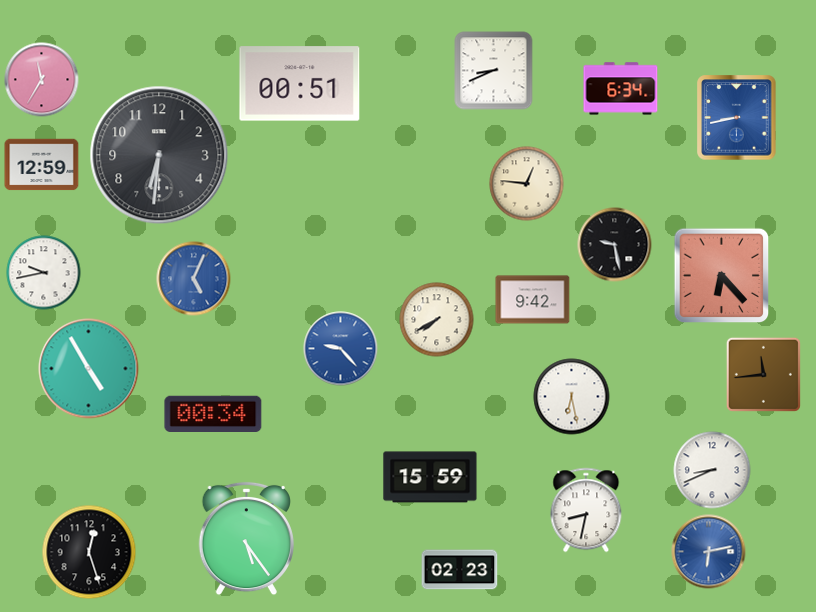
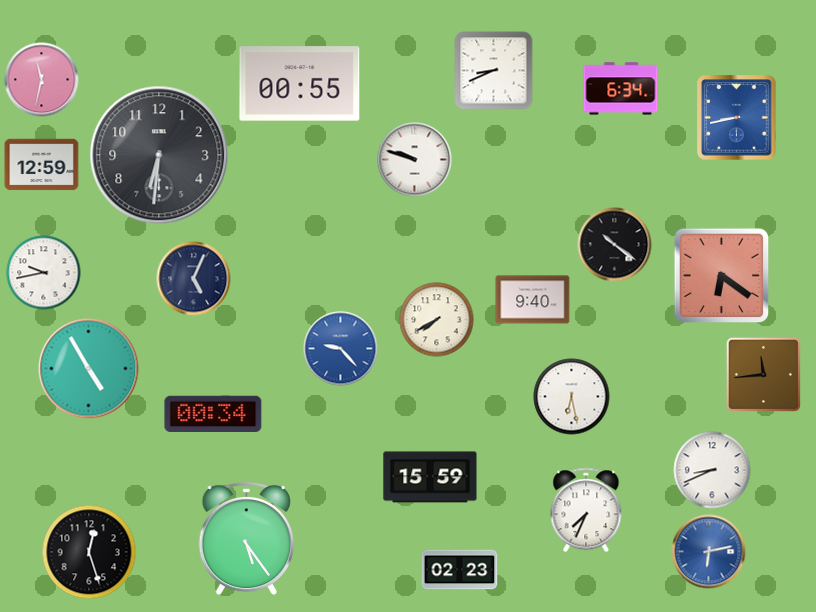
clock at (42, 80): 11:35 -> 11:32
clock at (300, 84): 00:51 -> 00:55
clock at (415, 160): none -> 9:48
clock at (527, 184): 12:46 -> none
clock at (615, 245): 9:28 -> 10:21
clock at (722, 276): 6:23 -> 6:21
clock at (194, 279) dial: blue -> navy
clock at (533, 300): 9:42 -> 9:40
clock at (586, 510): 8:32 -> 7:34
